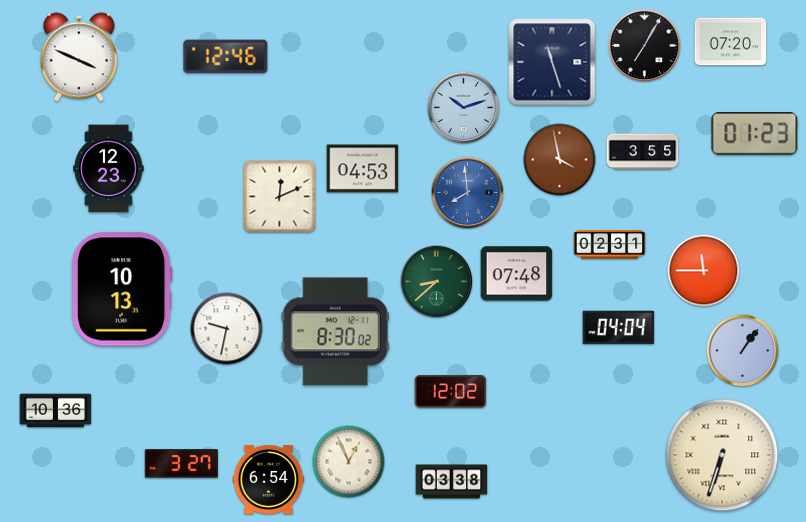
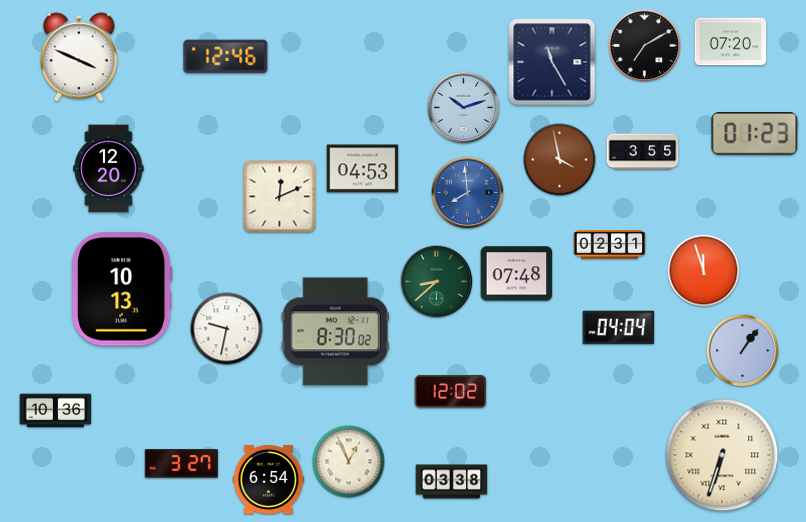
clock at (645, 46): 7:05 -> 7:10
clock at (552, 62): 11:27 -> 11:25
clock at (109, 169): 12:23 -> 12:20
clock at (704, 271): 11:45 -> 11:57
